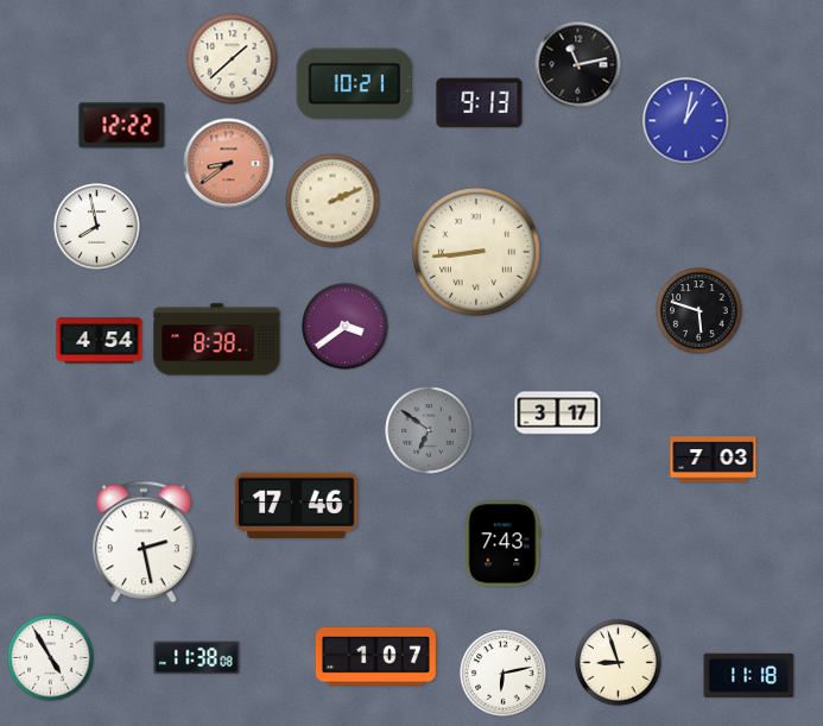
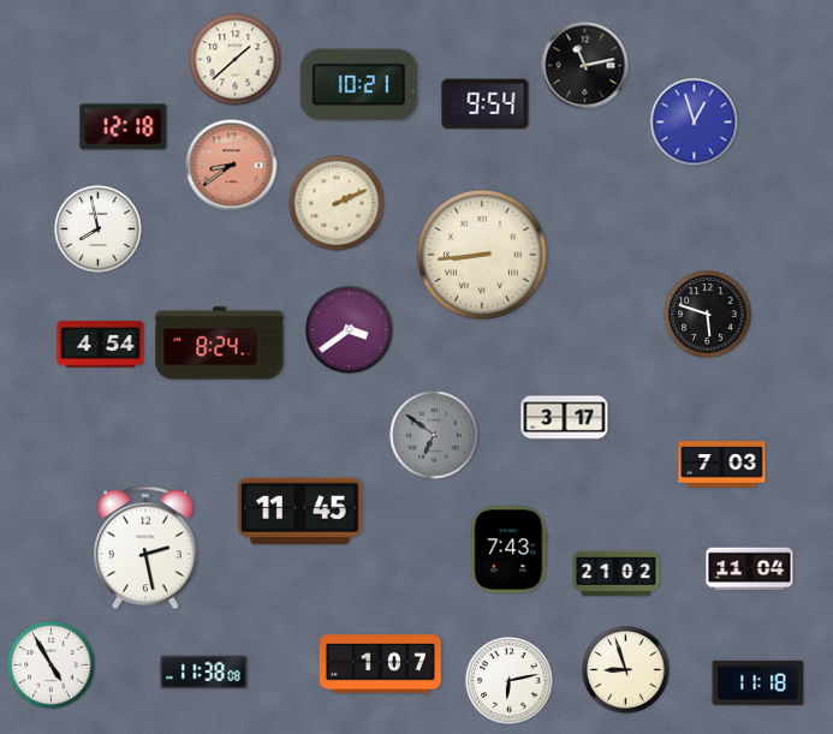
clock at (480, 103): 9:13 -> 9:54
clock at (686, 121): 1:02 -> 12:57
clock at (122, 126): 12:22 -> 12:18
clock at (217, 340): 8:38 -> 8:24
clock at (297, 505): 17:46 -> 11:45
clock at (750, 569): none -> 11:04
clock at (617, 574): none -> 21:02
clock at (197, 658) position: (197, 658) -> (204, 673)
